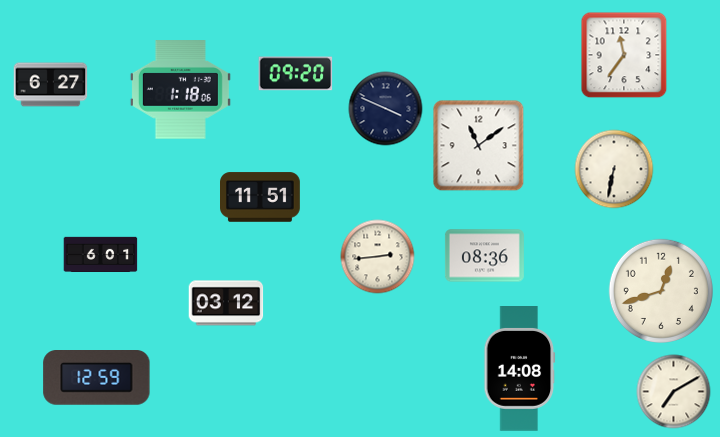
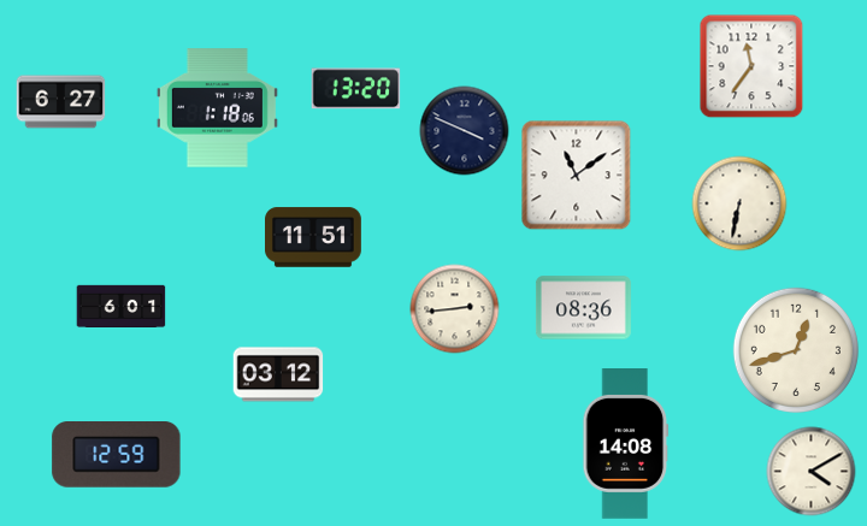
clock at (296, 74): 09:20 -> 13:20
clock at (226, 303) position: (226, 303) -> (278, 374)
clock at (674, 392): 7:10 -> 4:10
